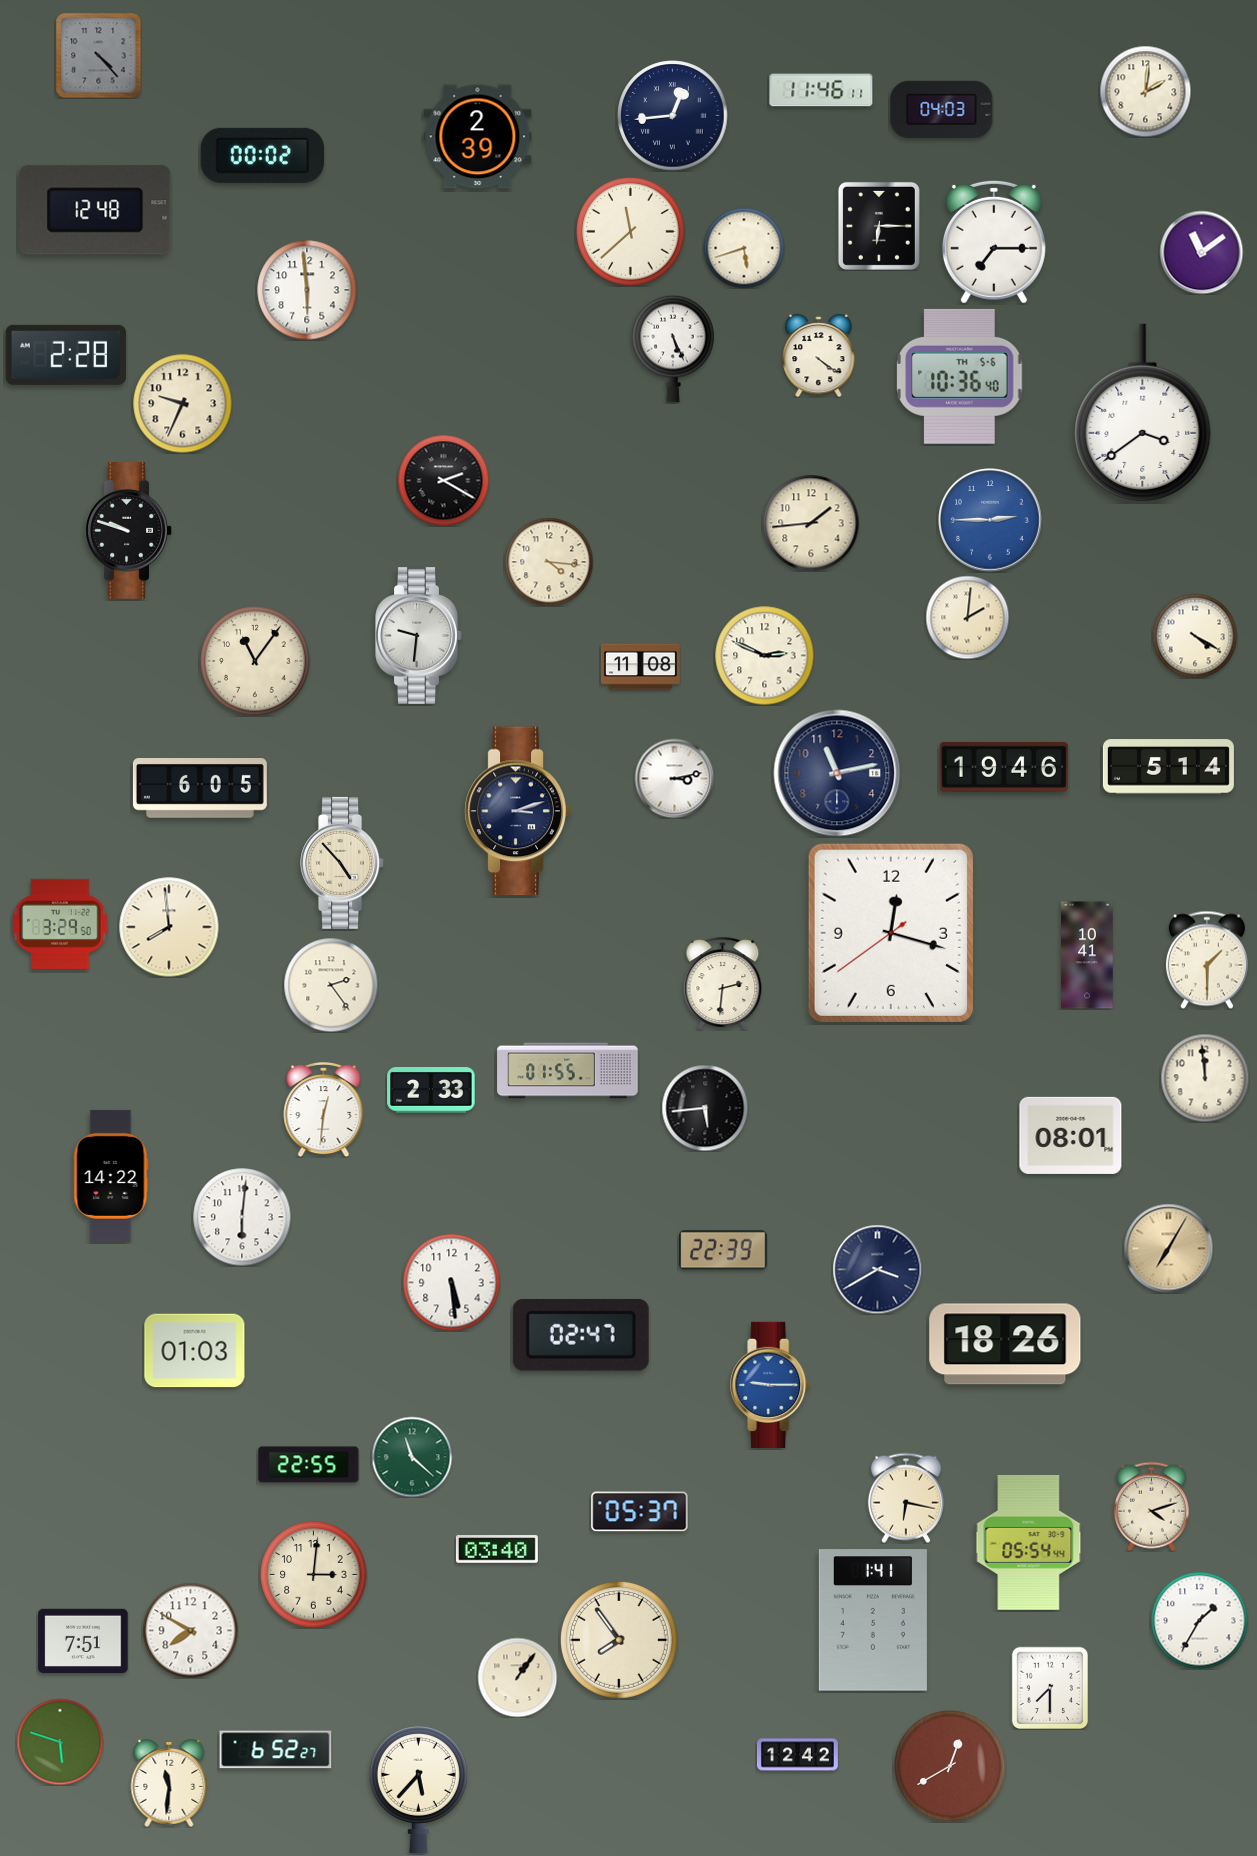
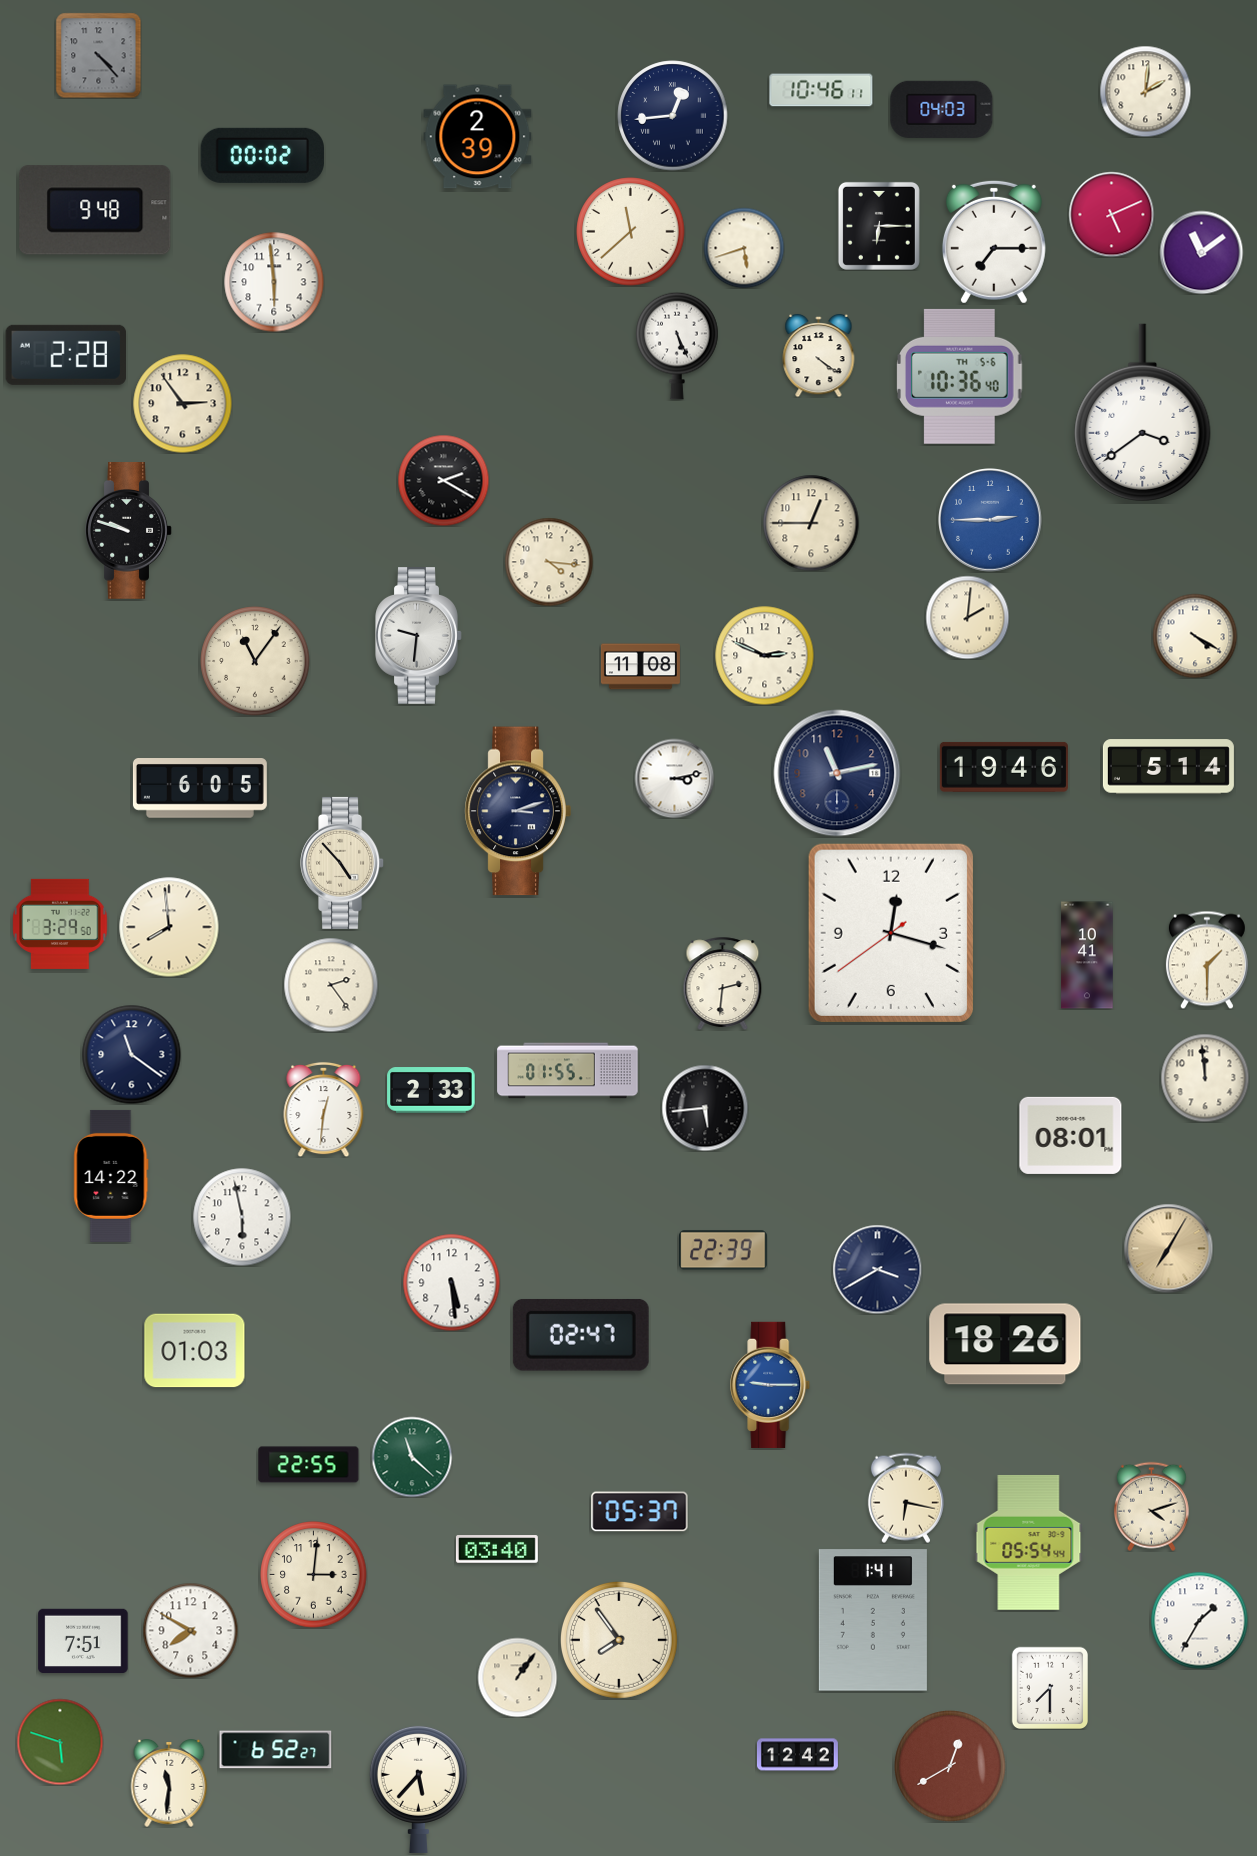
clock at (821, 90): 11:46 -> 10:46
clock at (95, 210): 12:48 -> 9:48
clock at (1111, 214): none -> 5:11
clock at (307, 290) position: (307, 290) -> (274, 282)
clock at (673, 349) position: (673, 349) -> (677, 346)
clock at (183, 404): 9:34 -> 2:54
clock at (811, 523): 1:44 -> 12:45
clock at (132, 1055): none -> 11:21
clock at (242, 1217): 6:01 -> 5:58
